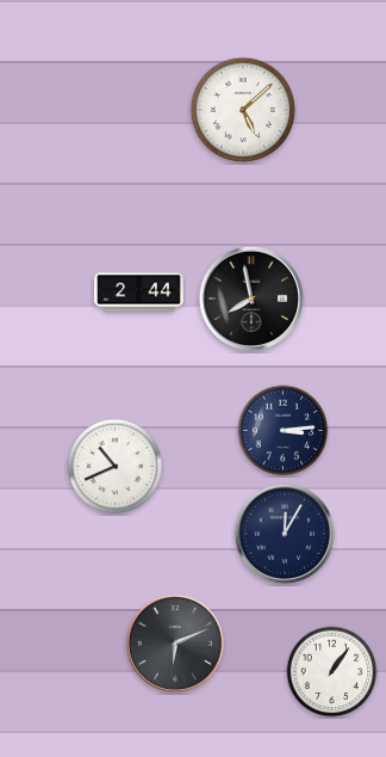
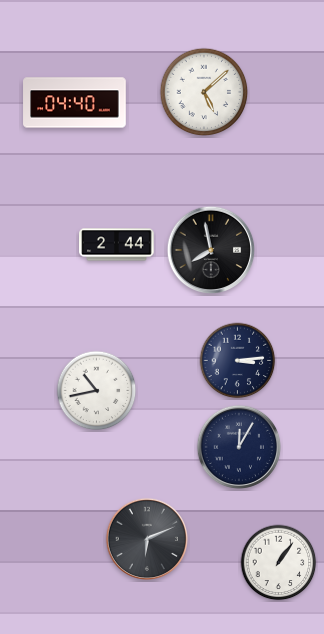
clock at (75, 103): none -> 04:40
clock at (116, 467): 10:41 -> 10:43
